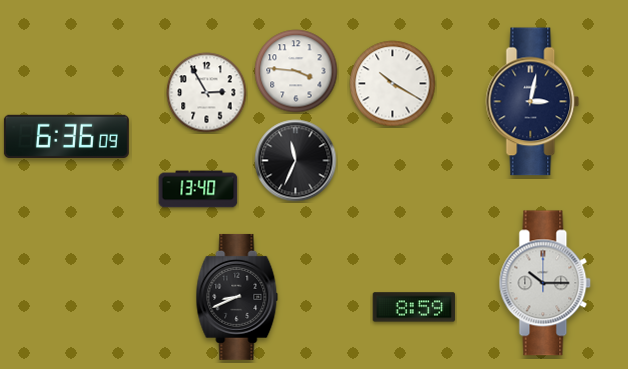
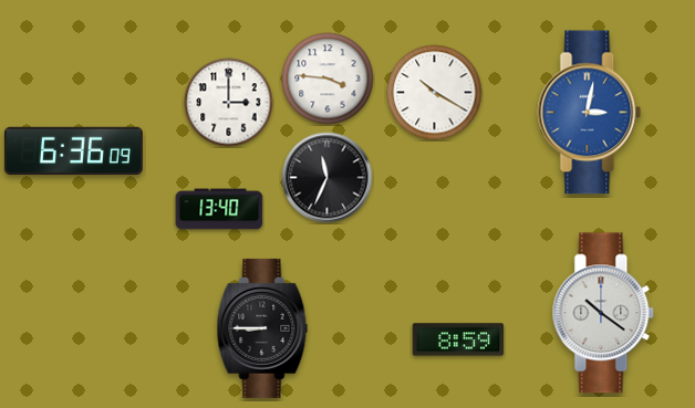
clock at (207, 93): 2:55 -> 3:00
clock at (533, 102) dial: navy -> blue
clock at (545, 283): 10:15 -> 10:21
clock at (237, 297): 8:41 -> 8:45
